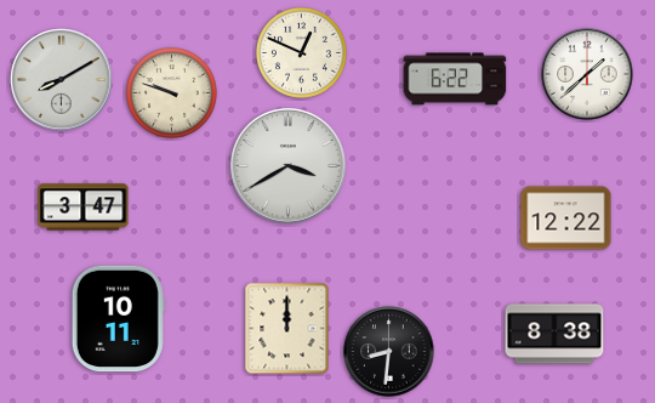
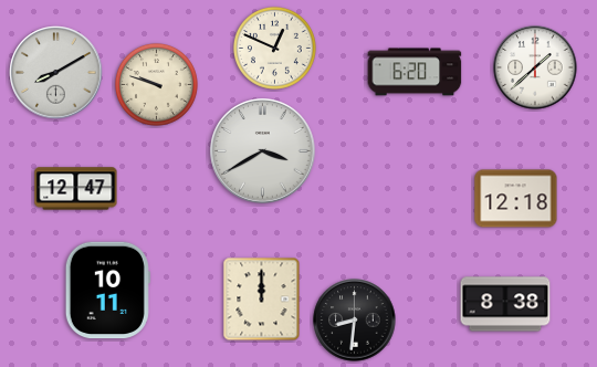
clock at (455, 79): 6:22 -> 6:20
clock at (84, 208): 3:47 -> 12:47
clock at (566, 218): 12:22 -> 12:18
